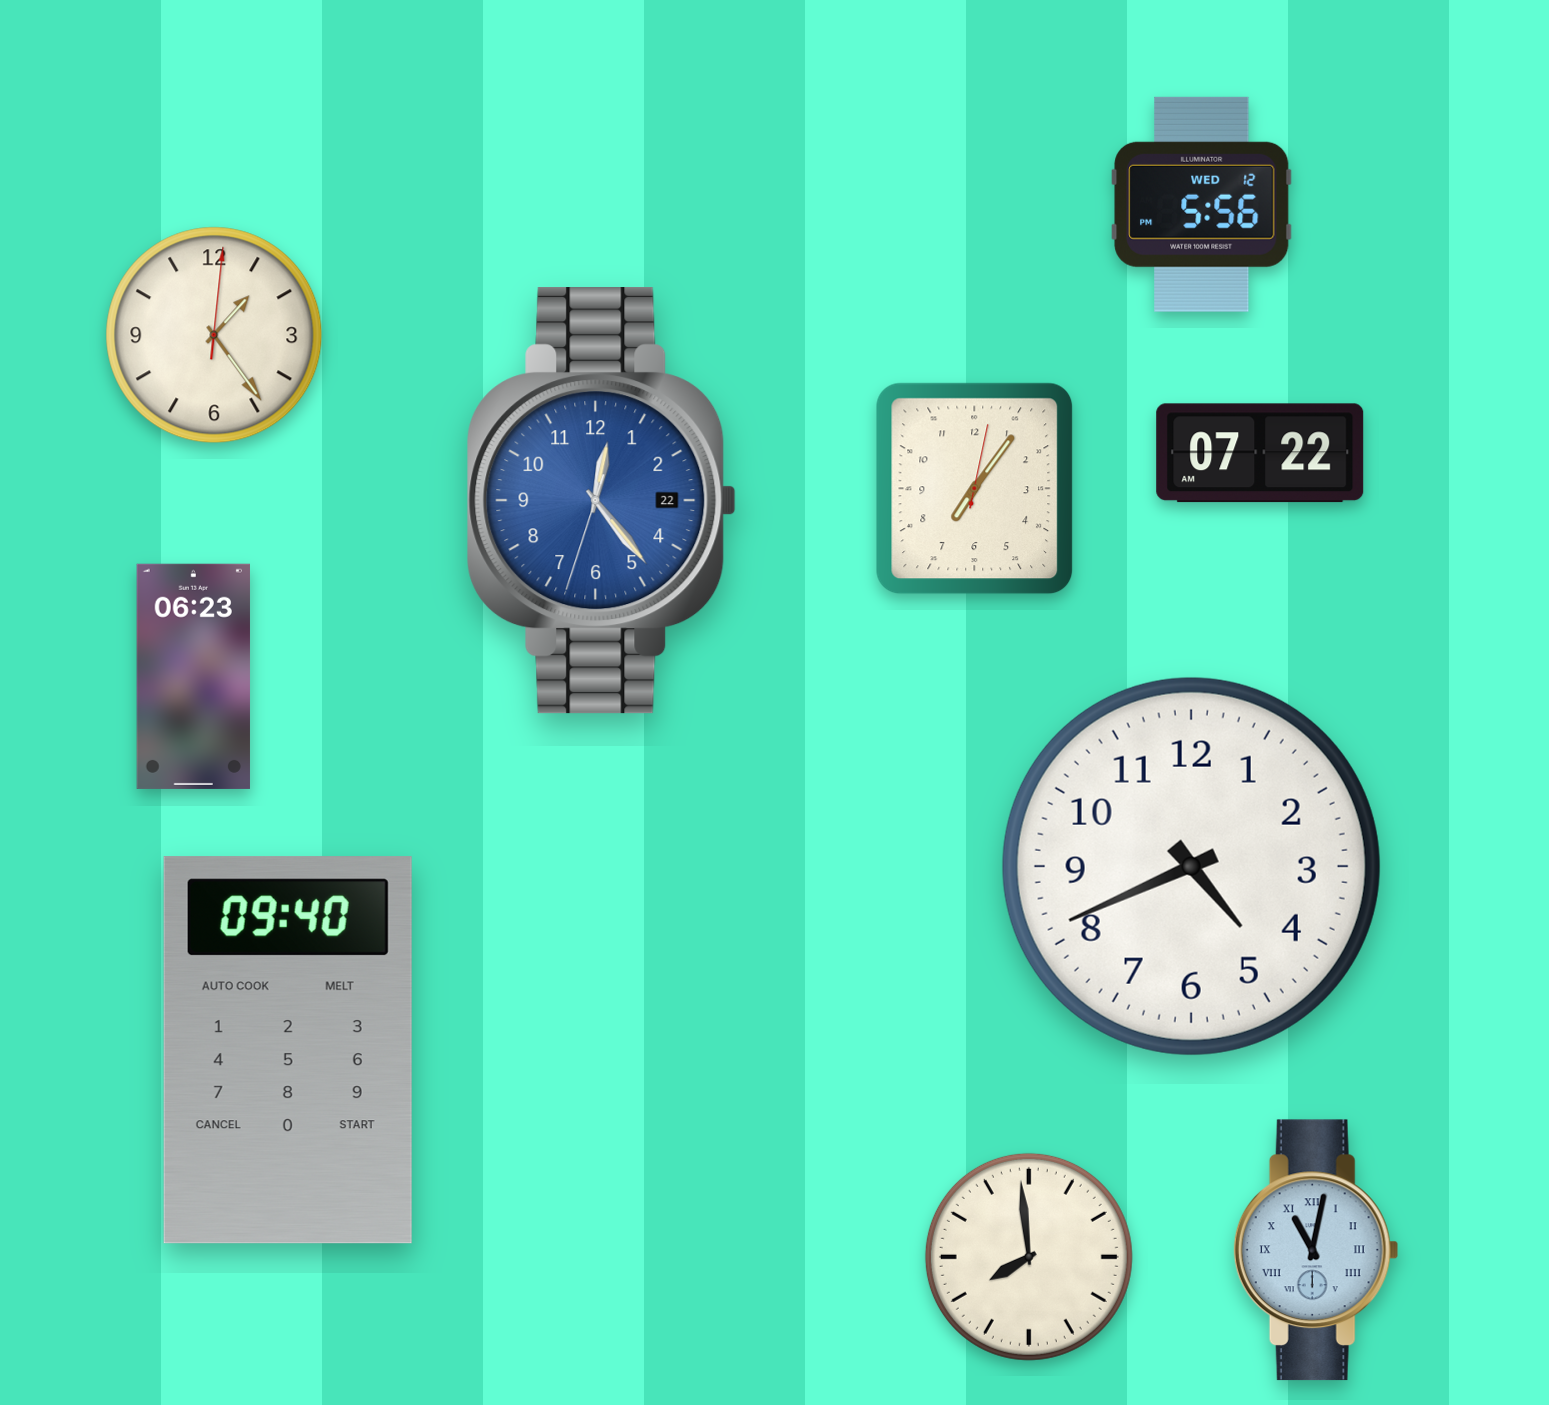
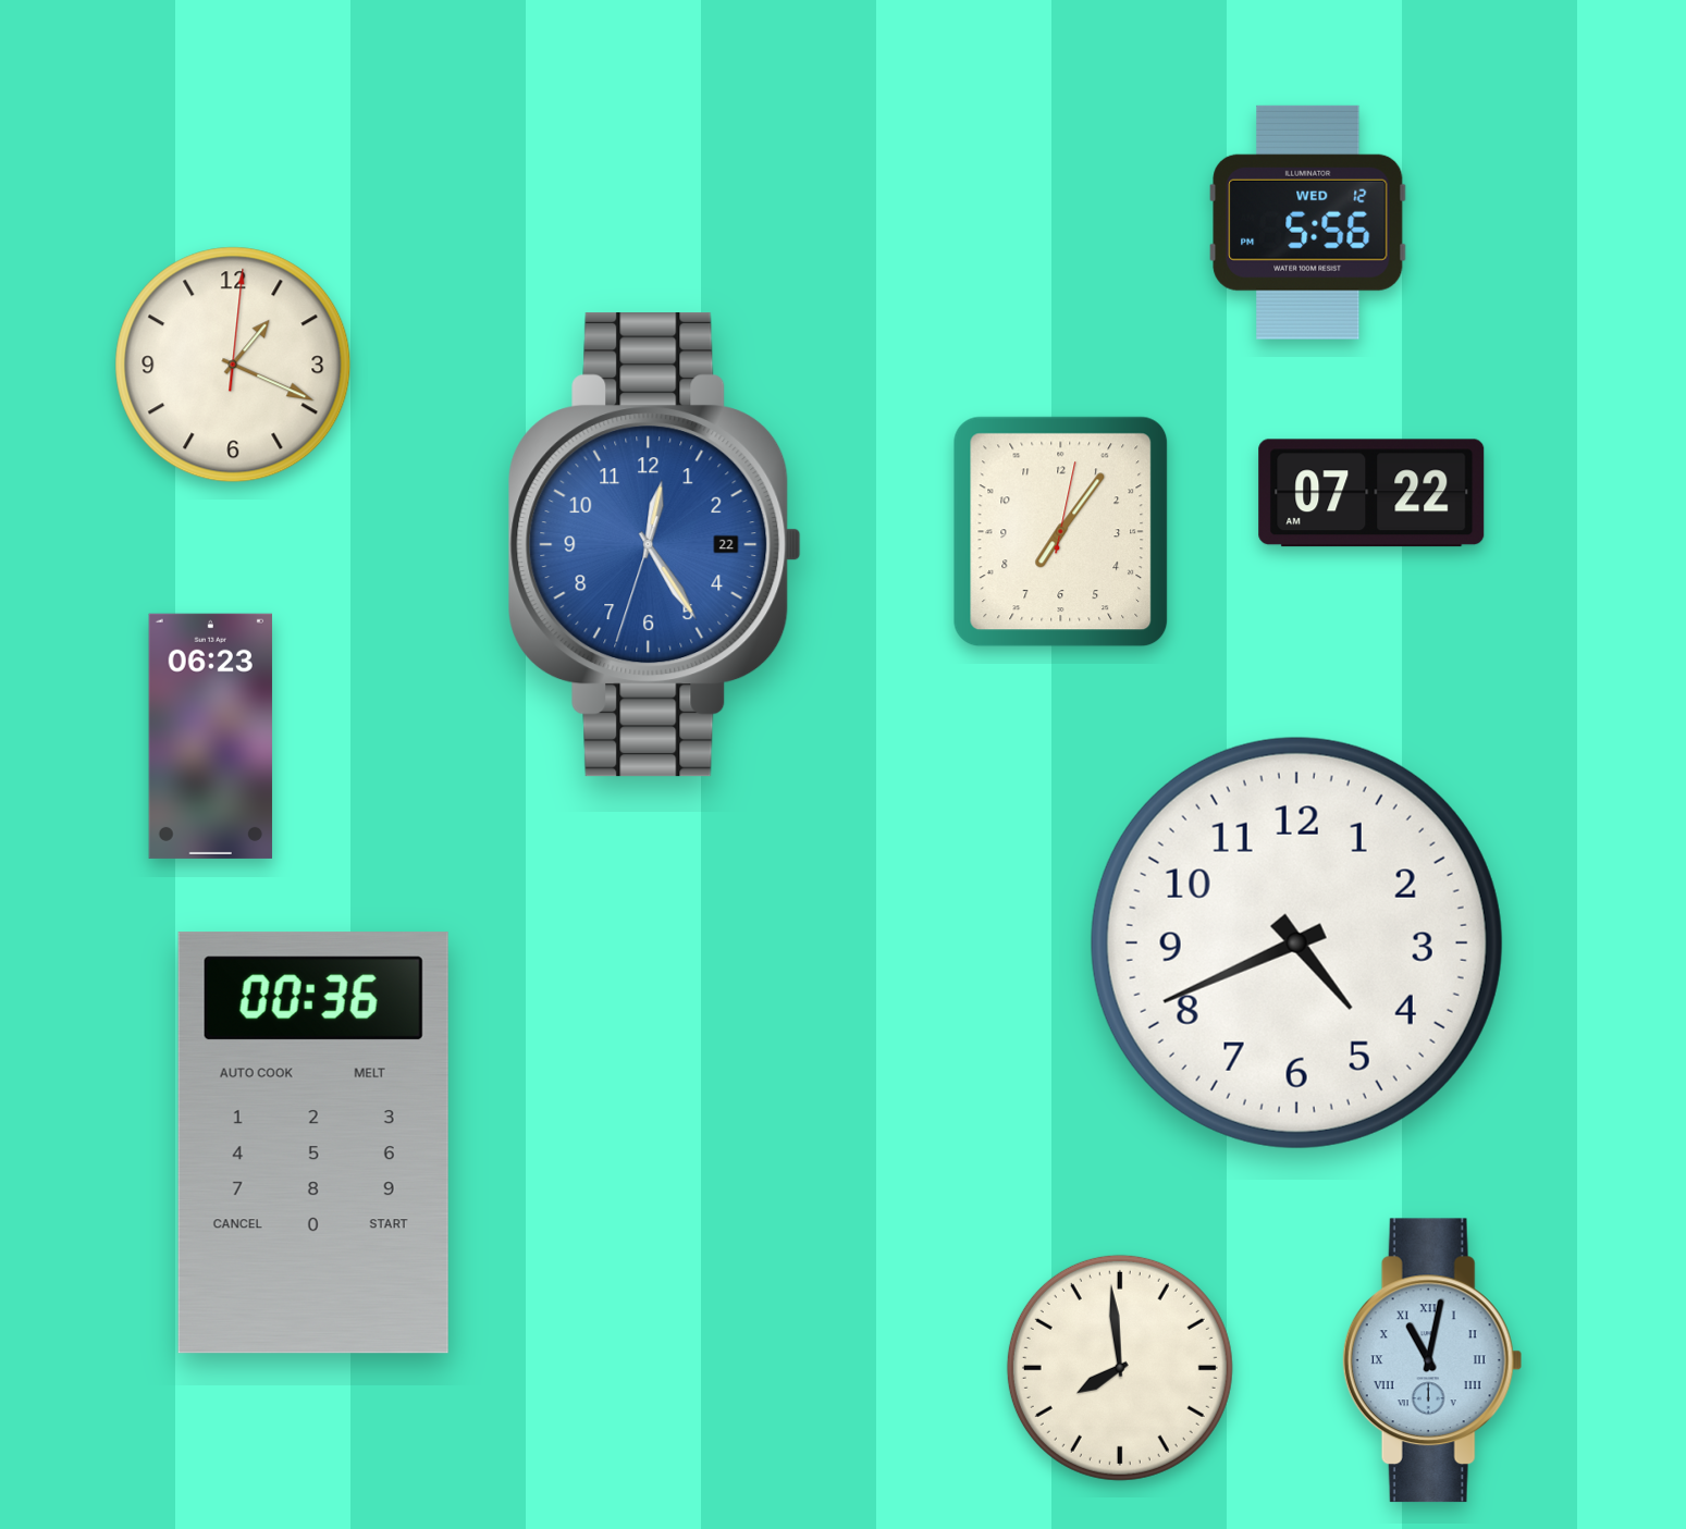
clock at (214, 335): 1:24 -> 1:19
clock at (601, 501): 12:23 -> 12:24
clock at (288, 1050): 09:40 -> 00:36
